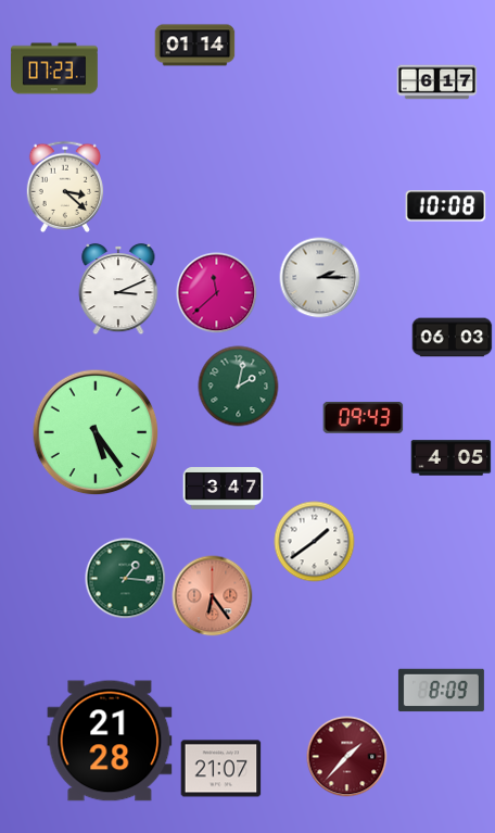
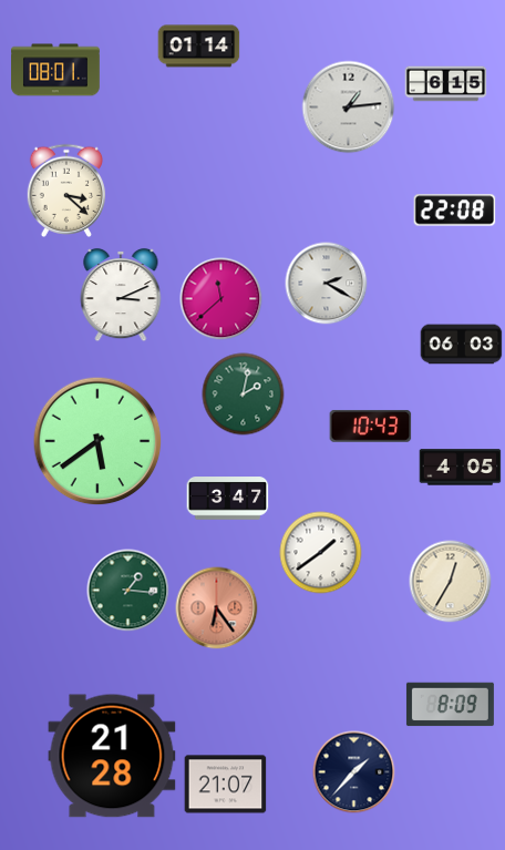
clock at (55, 68): 07:23 -> 08:01
clock at (437, 83): 6:17 -> 6:15
clock at (349, 107): none -> 1:14
clock at (446, 206): 10:08 -> 22:08
clock at (320, 278): 2:15 -> 2:20
clock at (364, 417): 09:43 -> 10:43
clock at (96, 432): 5:24 -> 5:39
clock at (451, 582): none -> 12:35
clock at (347, 757) dial: burgundy -> navy
